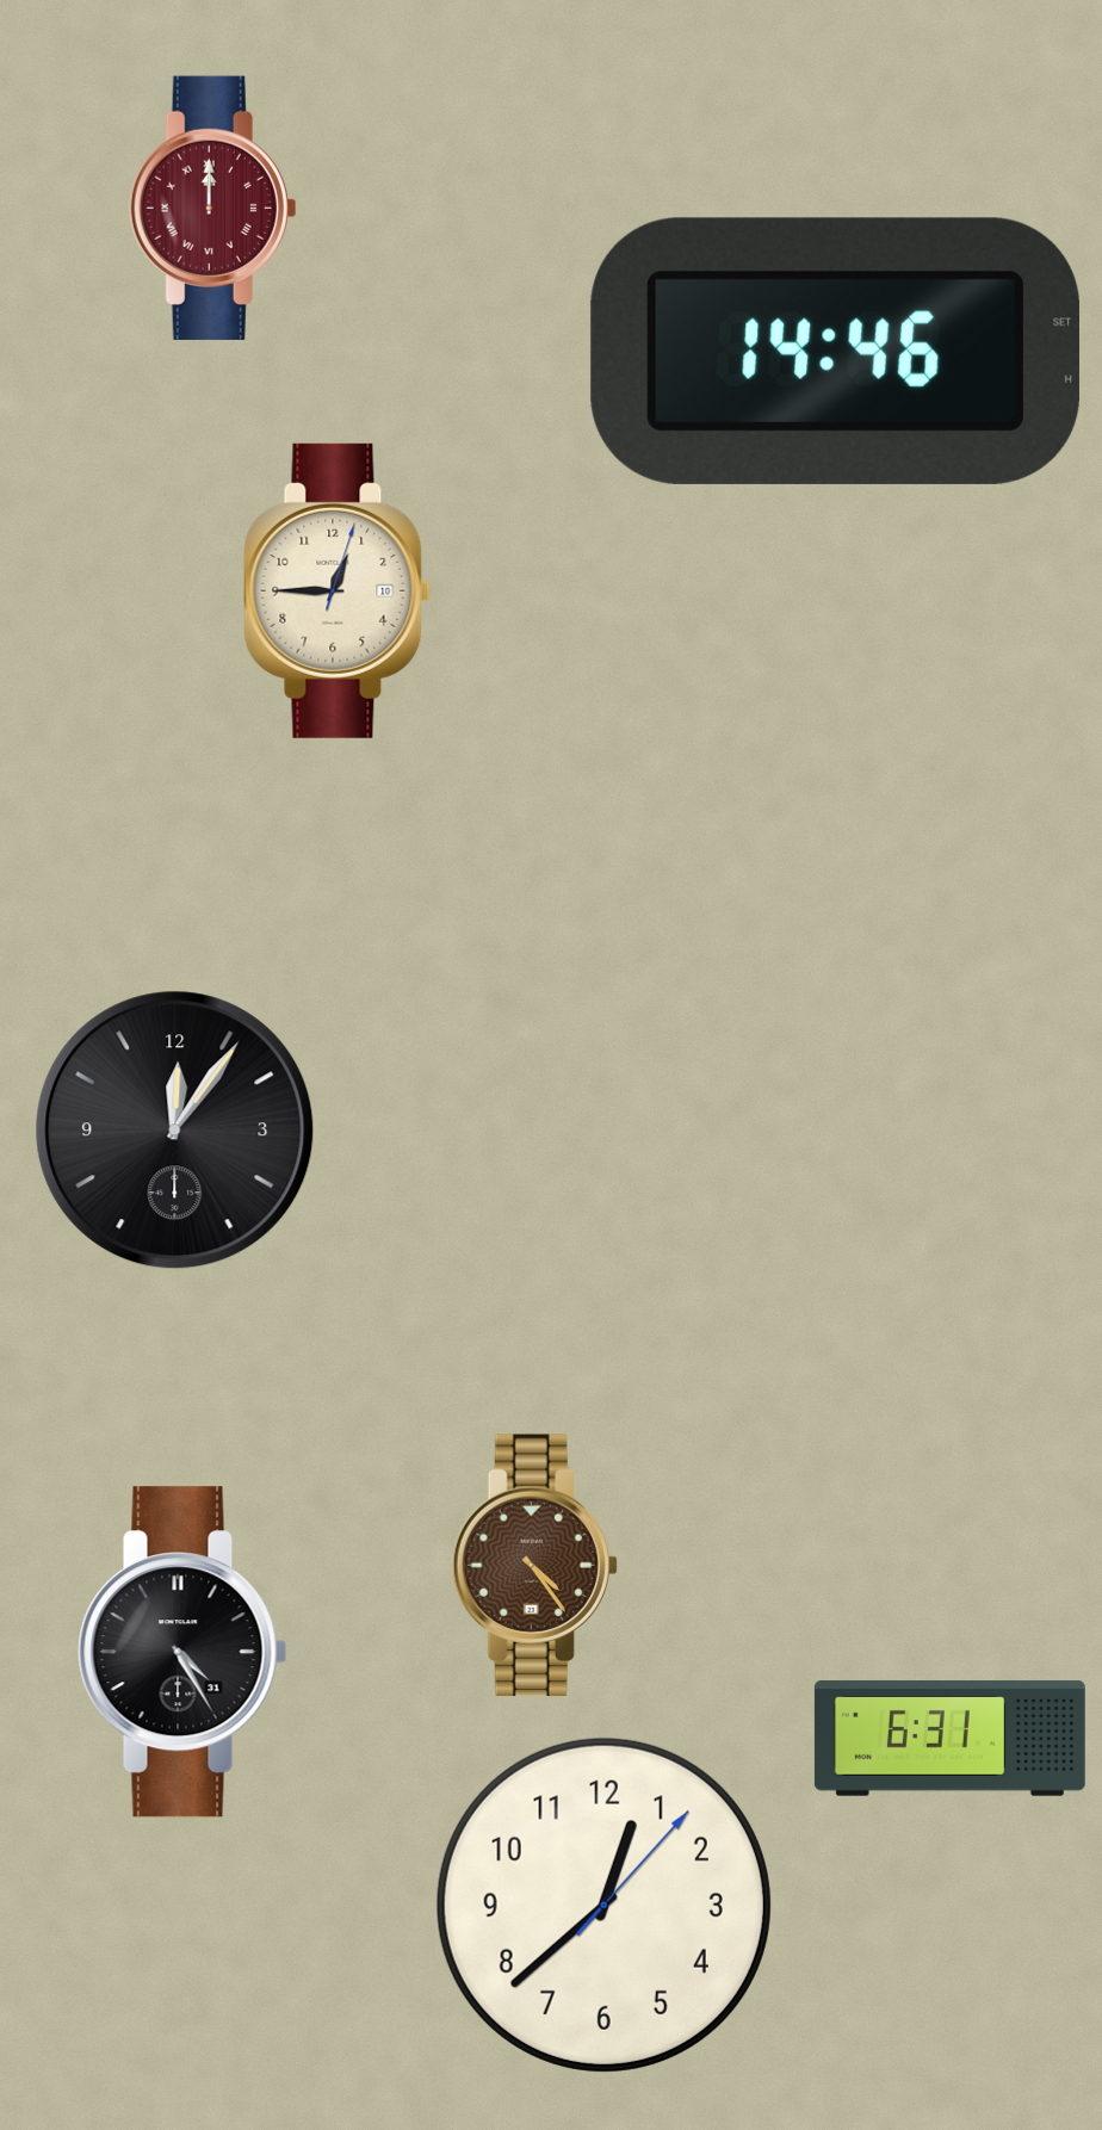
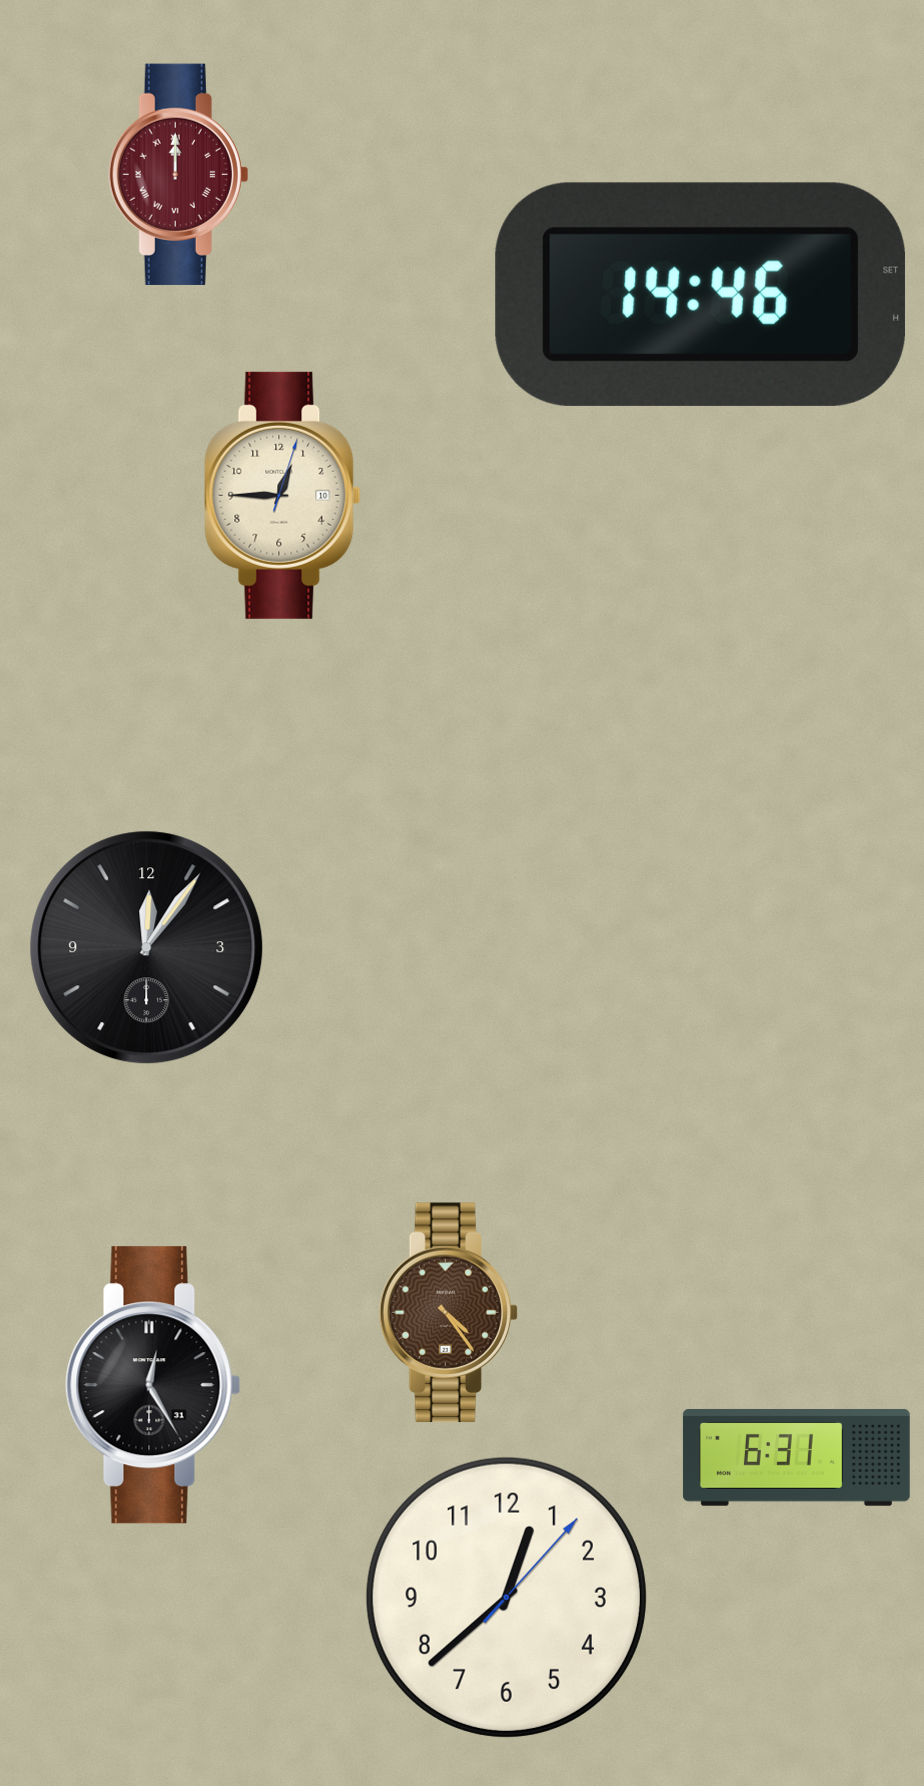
clock at (182, 1652): 4:25 -> 12:25
